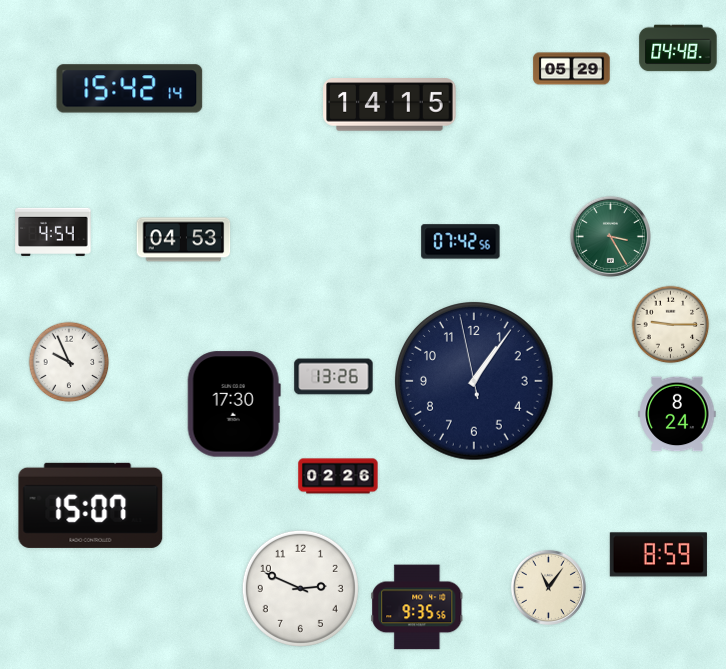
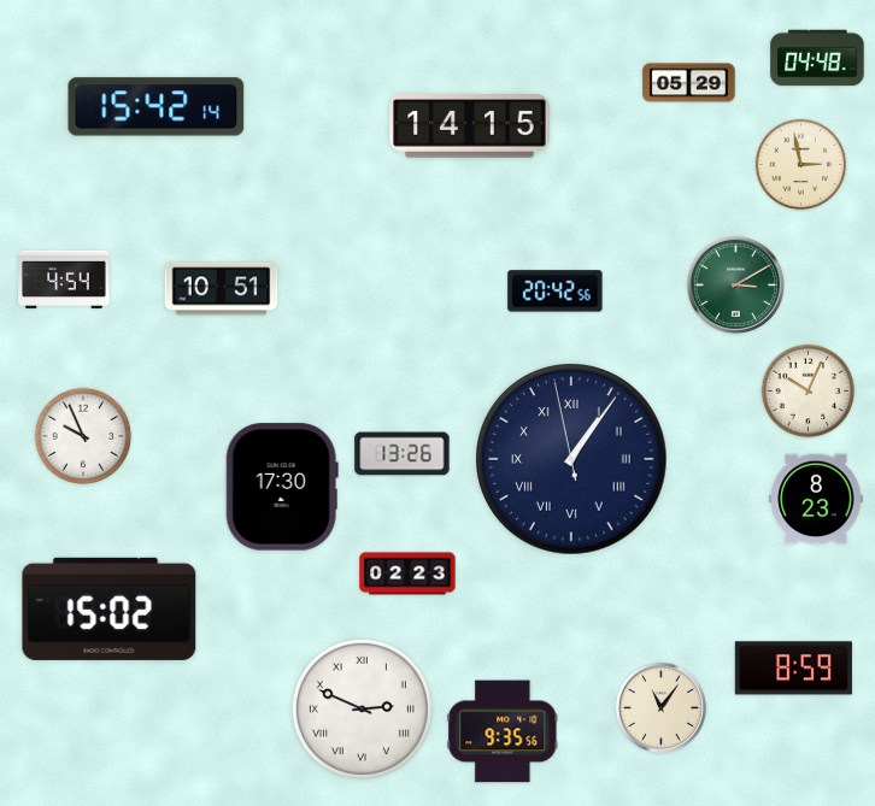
clock at (801, 165): none -> 2:58
clock at (610, 236): 3:25 -> 3:10
clock at (184, 240): 04:53 -> 10:51
clock at (461, 242): 07:42 -> 20:42
clock at (671, 325): 9:15 -> 10:04
clock at (475, 382) numerals: Arabic -> Roman
clock at (677, 414): 8:24 -> 8:23
clock at (338, 476): 02:26 -> 02:23
clock at (91, 505): 15:07 -> 15:02
clock at (300, 588) numerals: Arabic -> Roman
